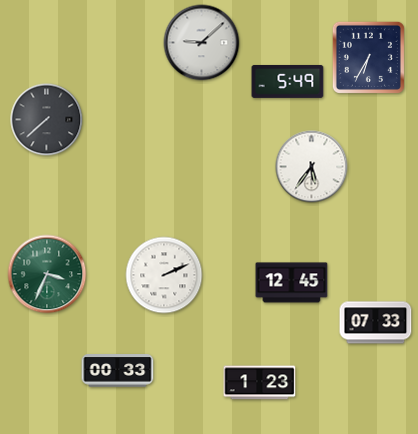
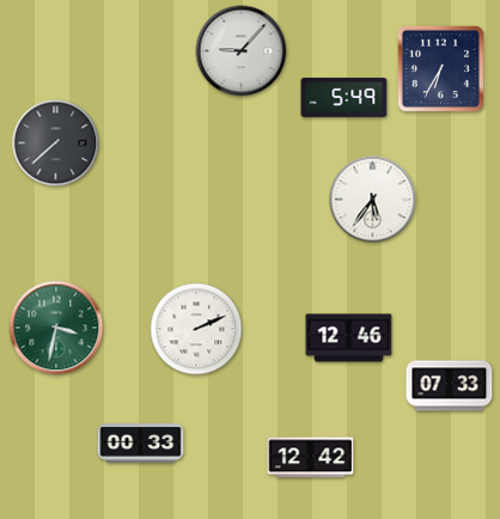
clock at (202, 43): 9:08 -> 9:07
clock at (47, 274): 3:34 -> 3:32
clock at (292, 283): 12:45 -> 12:46
clock at (260, 383): 1:23 -> 12:42
